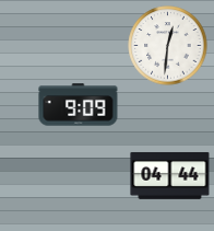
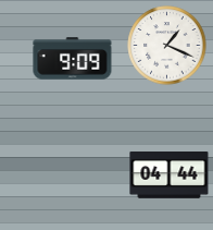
clock at (168, 46): 12:31 -> 1:19
clock at (79, 105) position: (79, 105) -> (73, 59)
